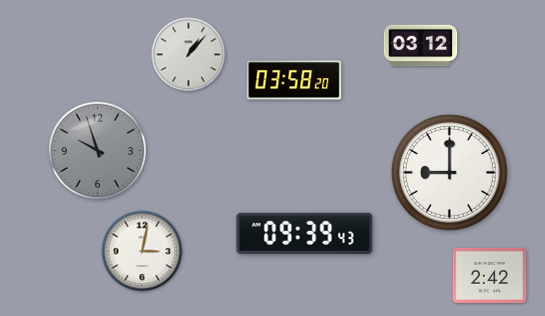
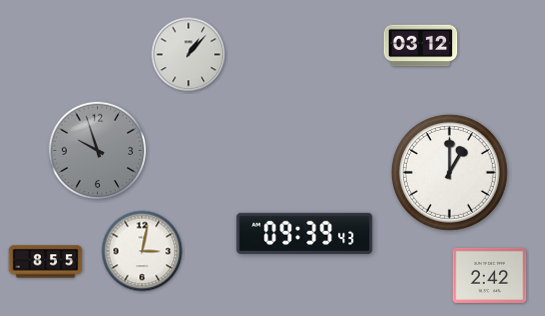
clock at (294, 80): 03:58 -> none
clock at (449, 172): 9:00 -> 1:00
clock at (46, 262): none -> 8:55
